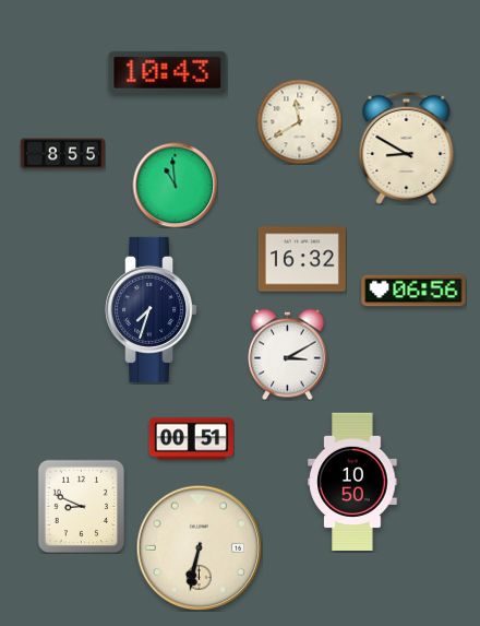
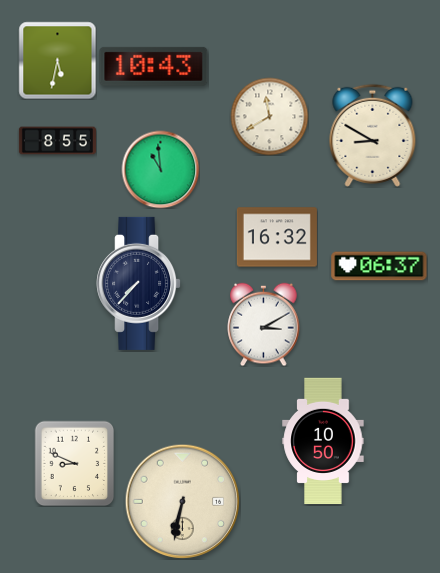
clock at (57, 60): none -> 5:32
clock at (299, 121) position: (299, 121) -> (269, 116)
clock at (413, 291): 06:56 -> 06:37
clock at (152, 309): 7:33 -> 7:37
clock at (191, 439): 00:51 -> none
